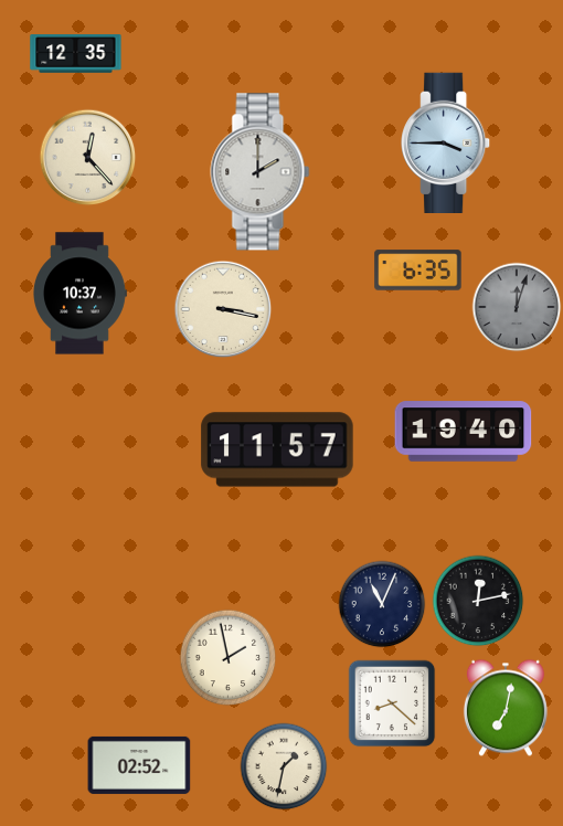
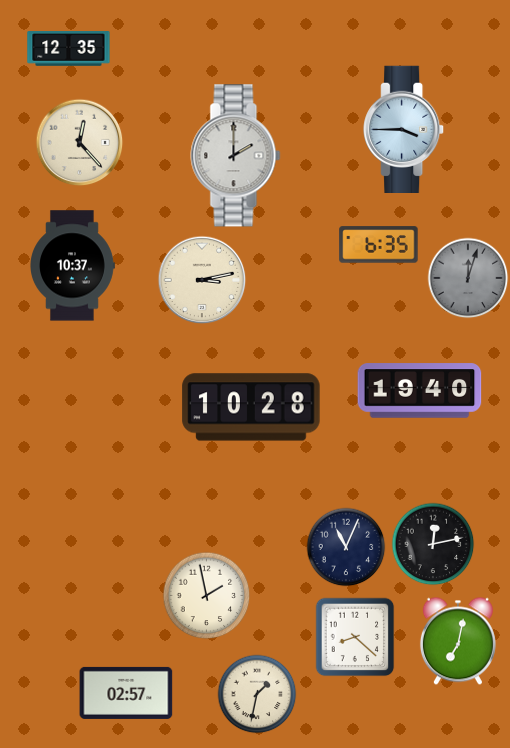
clock at (223, 309): 3:17 -> 3:13
clock at (277, 449): 11:57 -> 10:28
clock at (139, 765): 02:52 -> 02:57
